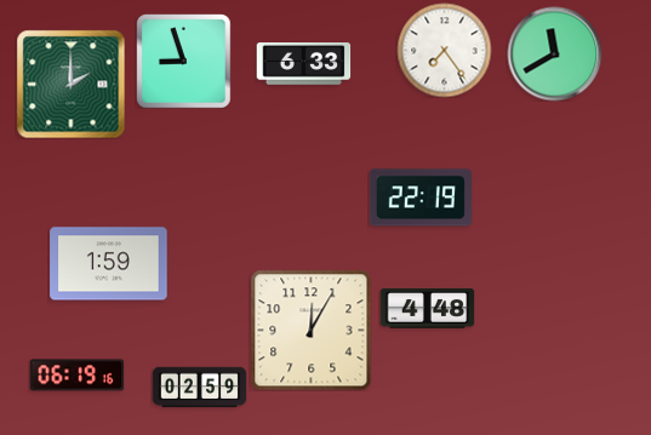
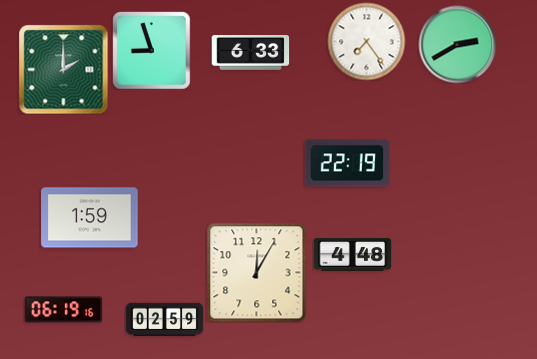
clock at (554, 53): 11:40 -> 2:40
clock at (70, 84) position: (70, 84) -> (63, 69)
